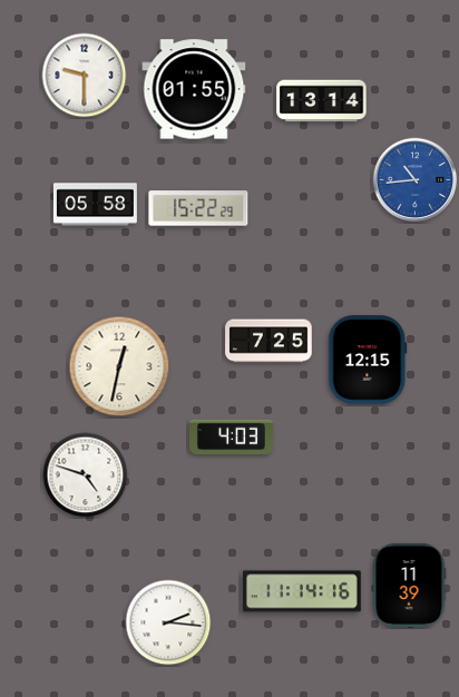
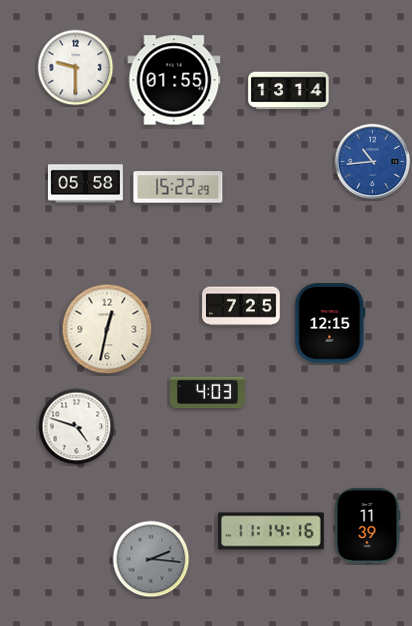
clock at (168, 622) dial: white -> grey
